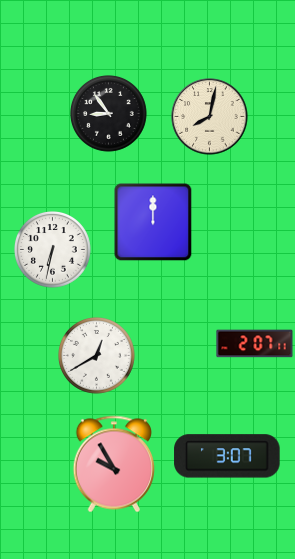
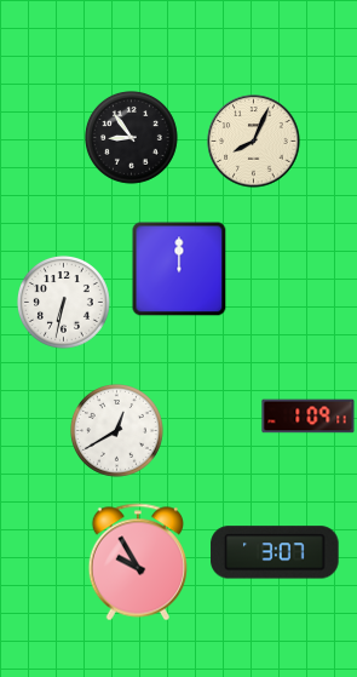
clock at (210, 117): 8:02 -> 8:04
clock at (153, 222) position: (153, 222) -> (179, 269)
clock at (255, 344): 2:07 -> 1:09
